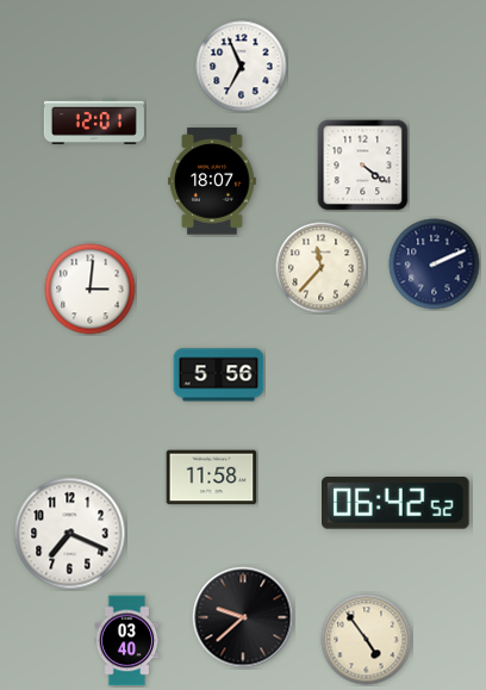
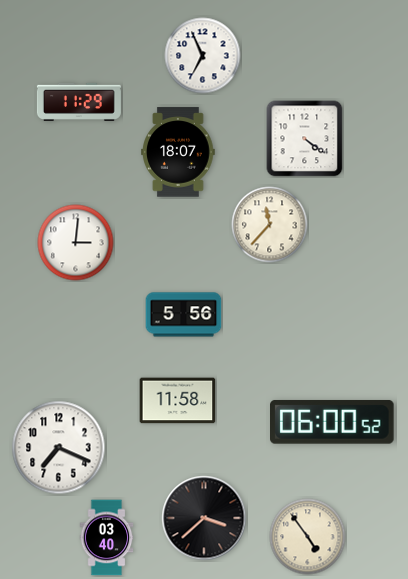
clock at (94, 122): 12:01 -> 11:29
clock at (435, 265): 2:11 -> none
clock at (397, 503): 06:42 -> 06:00
clock at (243, 617): 9:38 -> 3:38
